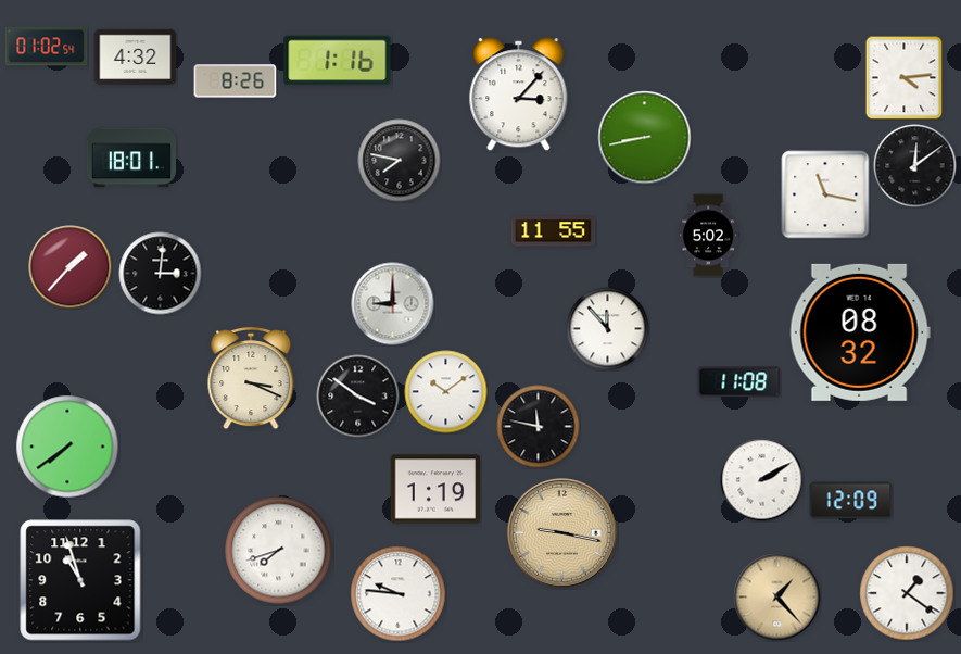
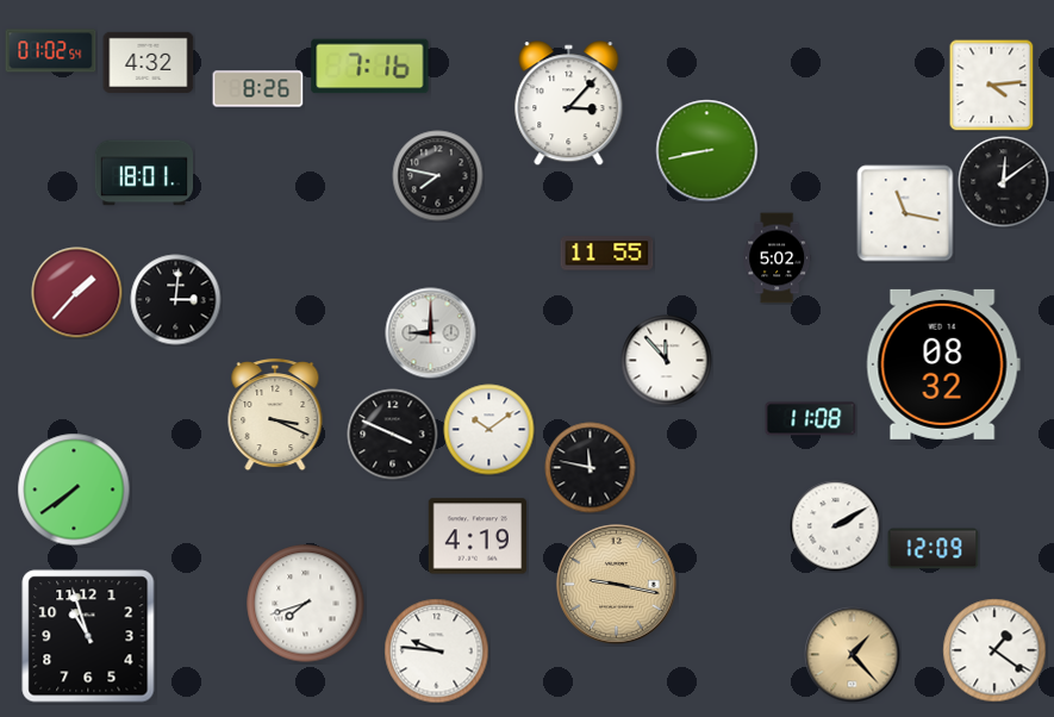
clock at (338, 61): 1:16 -> 7:16
clock at (358, 397): 3:51 -> 3:49
clock at (435, 489): 1:19 -> 4:19
